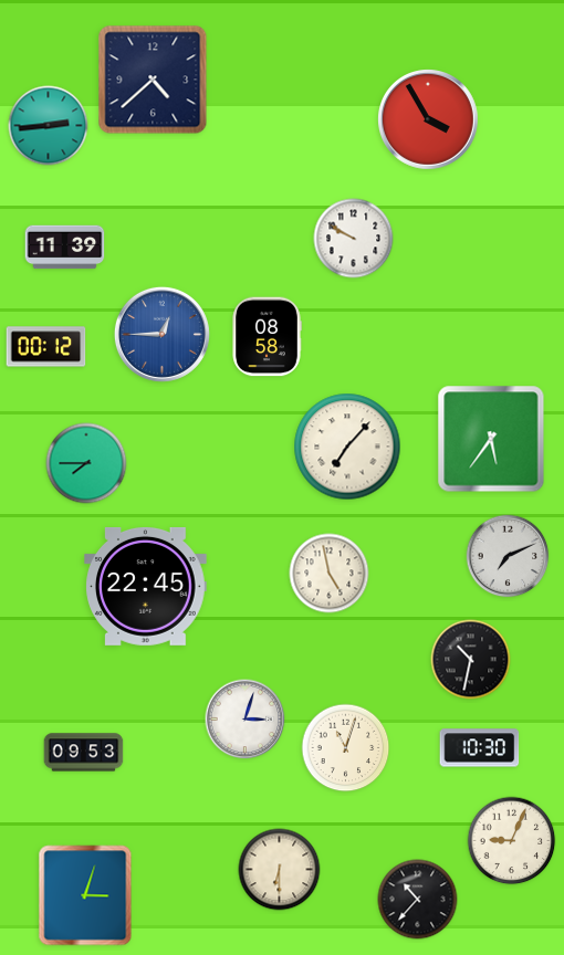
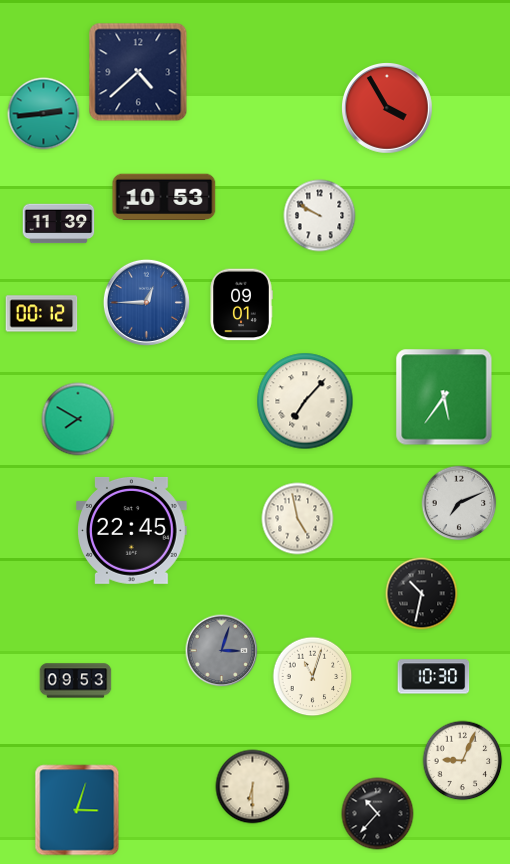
clock at (164, 197): none -> 10:53
clock at (267, 337): 08:58 -> 09:01
clock at (347, 447) position: (347, 447) -> (305, 401)
clock at (86, 463): 7:45 -> 7:50
clock at (471, 660) position: (471, 660) -> (422, 594)
clock at (246, 720) dial: white -> grey
